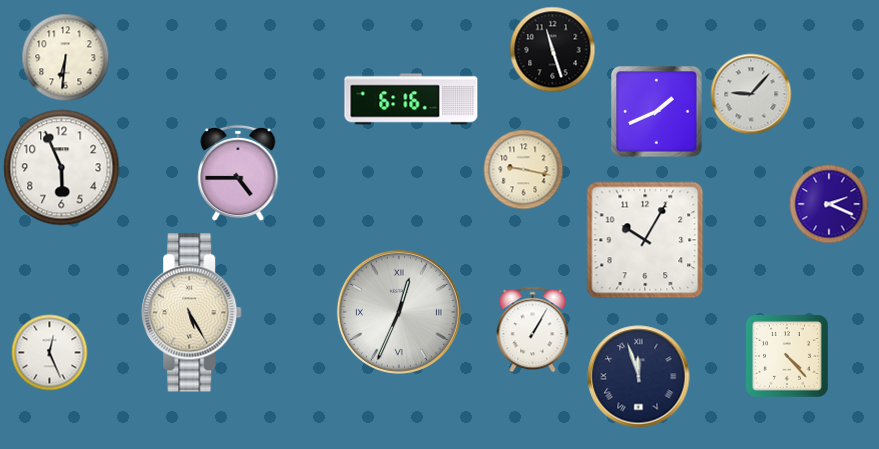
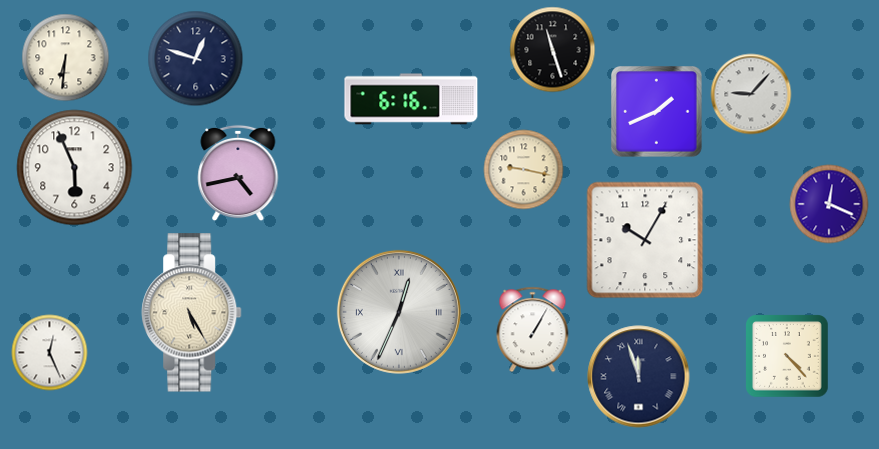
clock at (196, 59): none -> 12:48
clock at (62, 168) position: (62, 168) -> (75, 168)
clock at (238, 173): 4:45 -> 4:43
clock at (829, 204): 2:19 -> 12:19
